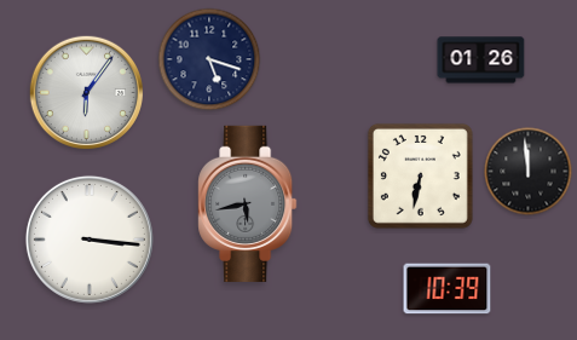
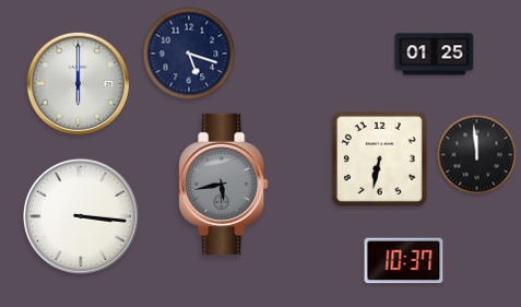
clock at (481, 60): 01:26 -> 01:25
clock at (86, 92): 6:06 -> 6:00
clock at (448, 289): 10:39 -> 10:37
